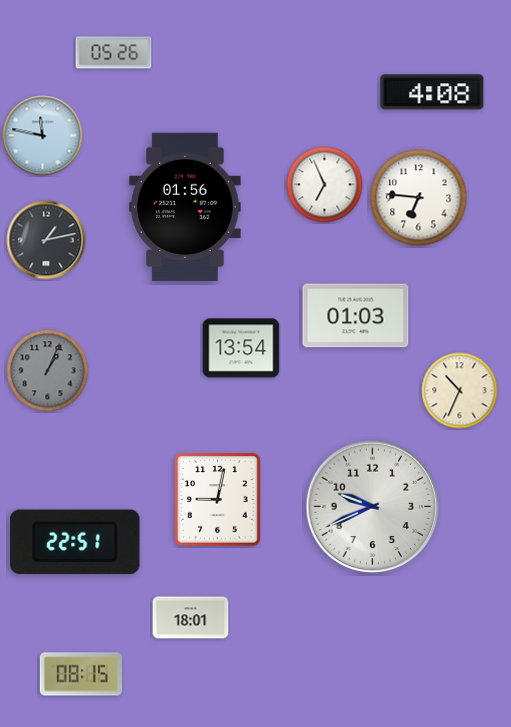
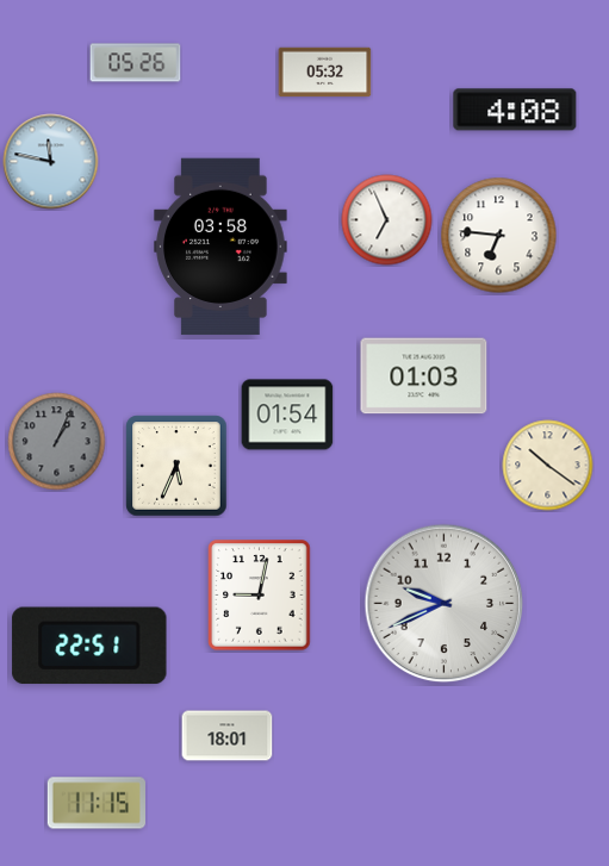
clock at (325, 73): none -> 05:32
clock at (185, 207): 01:56 -> 03:58
clock at (46, 240): 1:13 -> none
clock at (241, 348): 13:54 -> 01:54
clock at (176, 466): none -> 5:34
clock at (460, 391): 10:34 -> 10:21
clock at (80, 674): 08:15 -> 11:15
